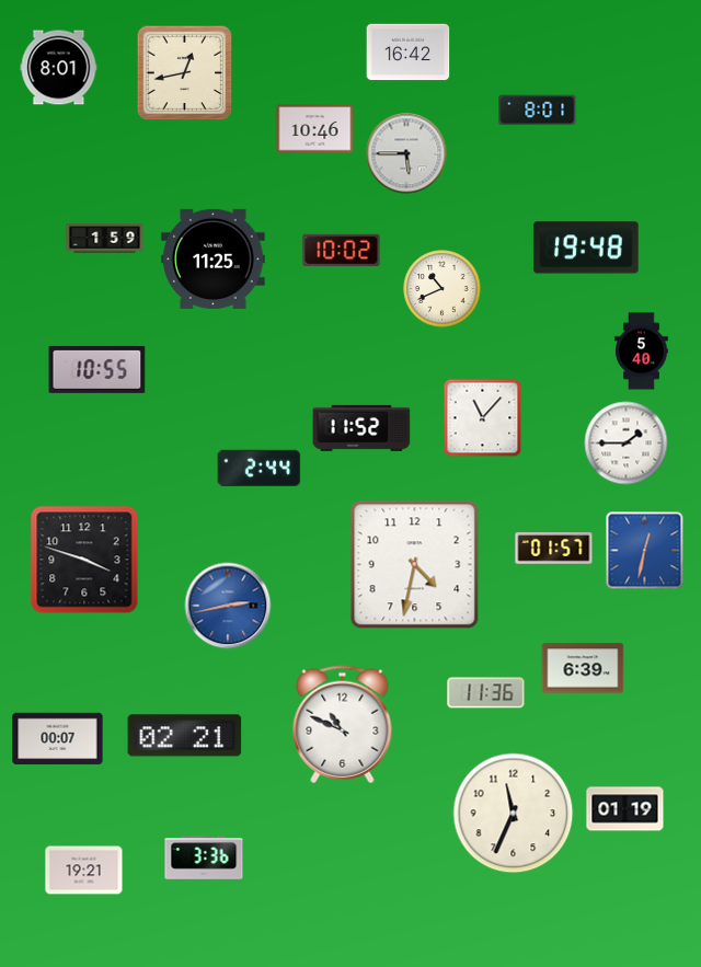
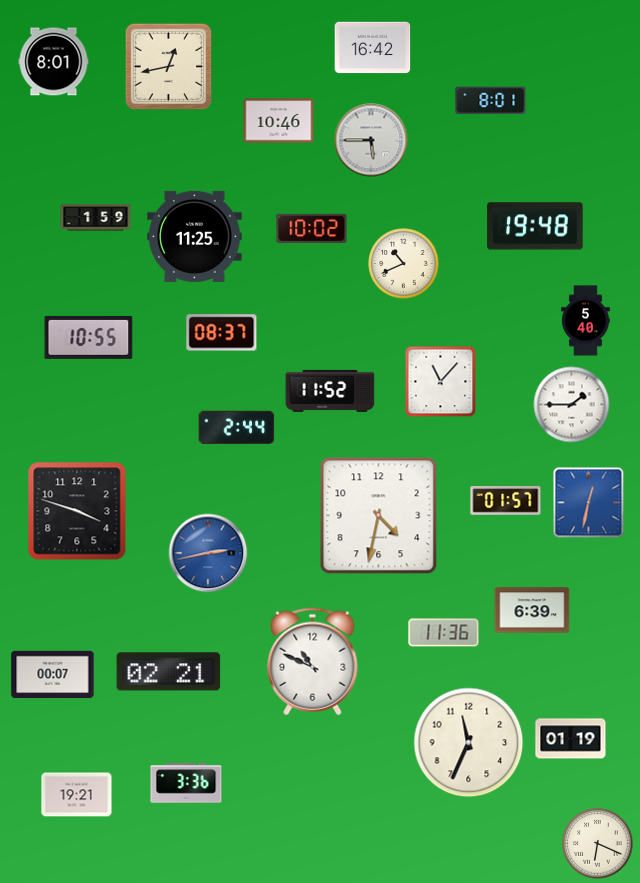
clock at (315, 129) position: (315, 129) -> (279, 121)
clock at (222, 333): none -> 08:37
clock at (598, 844): none -> 6:19
